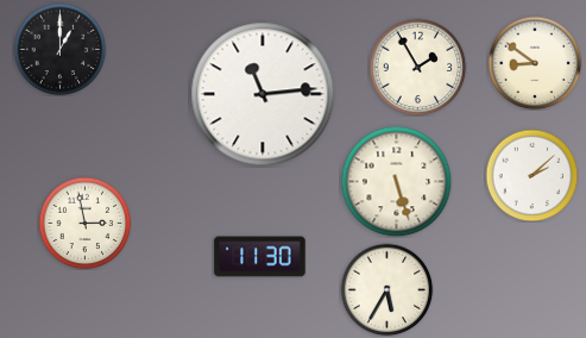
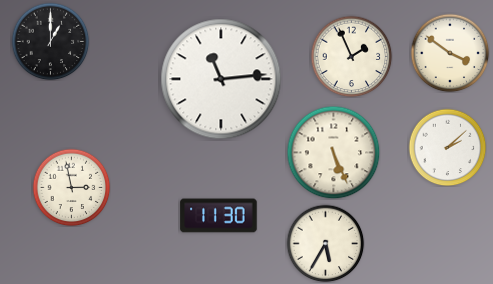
clock at (535, 63): 8:51 -> 3:51
clock at (417, 67): 1:55 -> 1:56
clock at (396, 181): 5:27 -> 5:26
